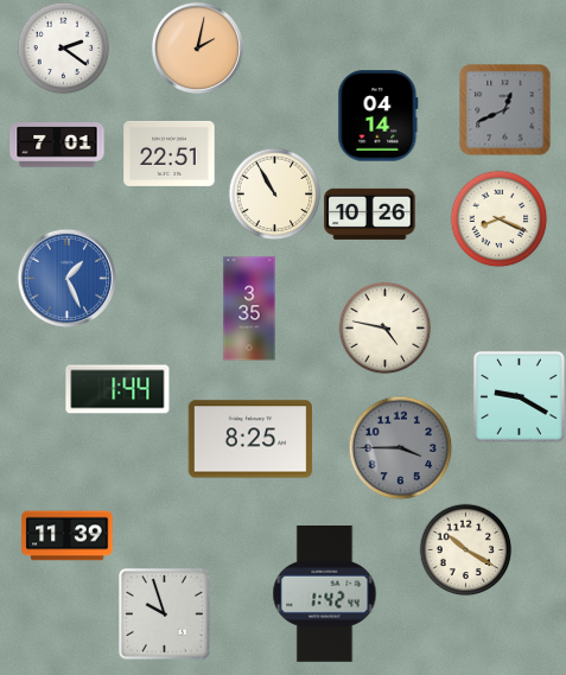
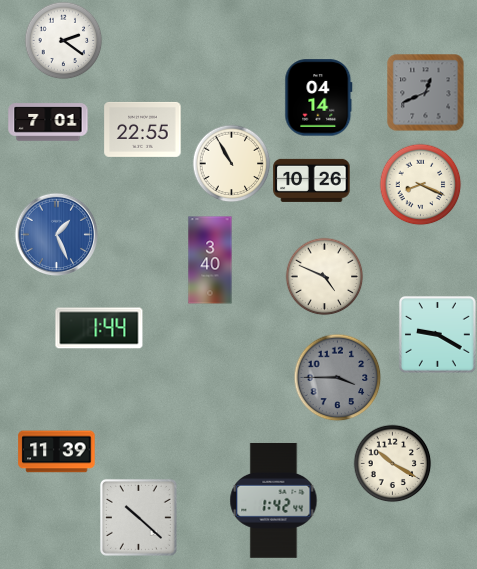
clock at (63, 47) position: (63, 47) -> (63, 40)
clock at (197, 47): 2:02 -> none
clock at (170, 153): 22:51 -> 22:55
clock at (249, 308): 3:35 -> 3:40
clock at (384, 327): 4:47 -> 4:49
clock at (250, 439): 8:25 -> none
clock at (164, 613): 9:57 -> 10:22
